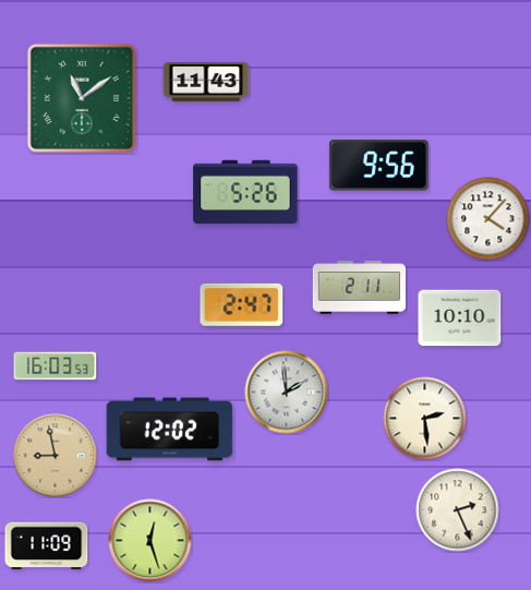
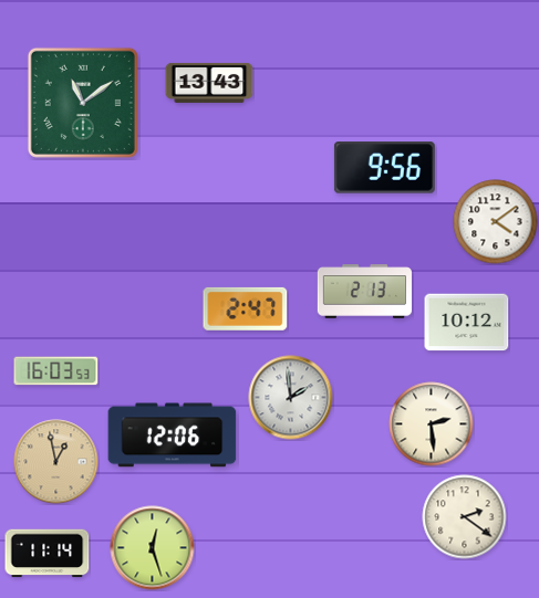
clock at (206, 82): 11:43 -> 13:43
clock at (82, 98) position: (82, 98) -> (83, 103)
clock at (245, 192): 5:26 -> none
clock at (488, 219): 4:07 -> 4:09
clock at (359, 288): 2:11 -> 2:13
clock at (460, 318): 10:10 -> 10:12
clock at (170, 430): 12:02 -> 12:06
clock at (56, 456): 8:58 -> 12:58
clock at (458, 510): 2:26 -> 2:21
clock at (47, 546): 11:09 -> 11:14
